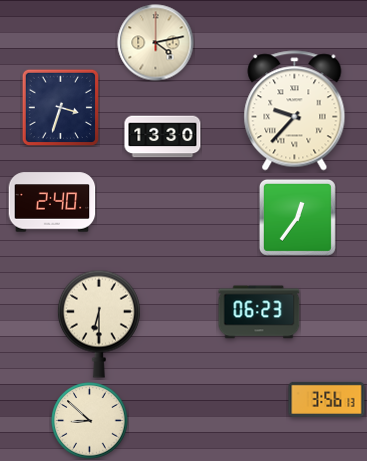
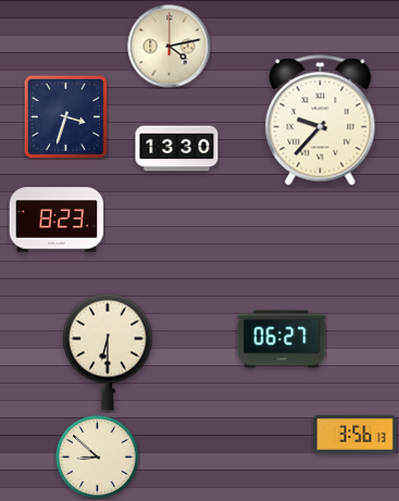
clock at (52, 202): 2:40 -> 8:23
clock at (297, 217): 12:36 -> none
clock at (259, 312): 06:23 -> 06:27
